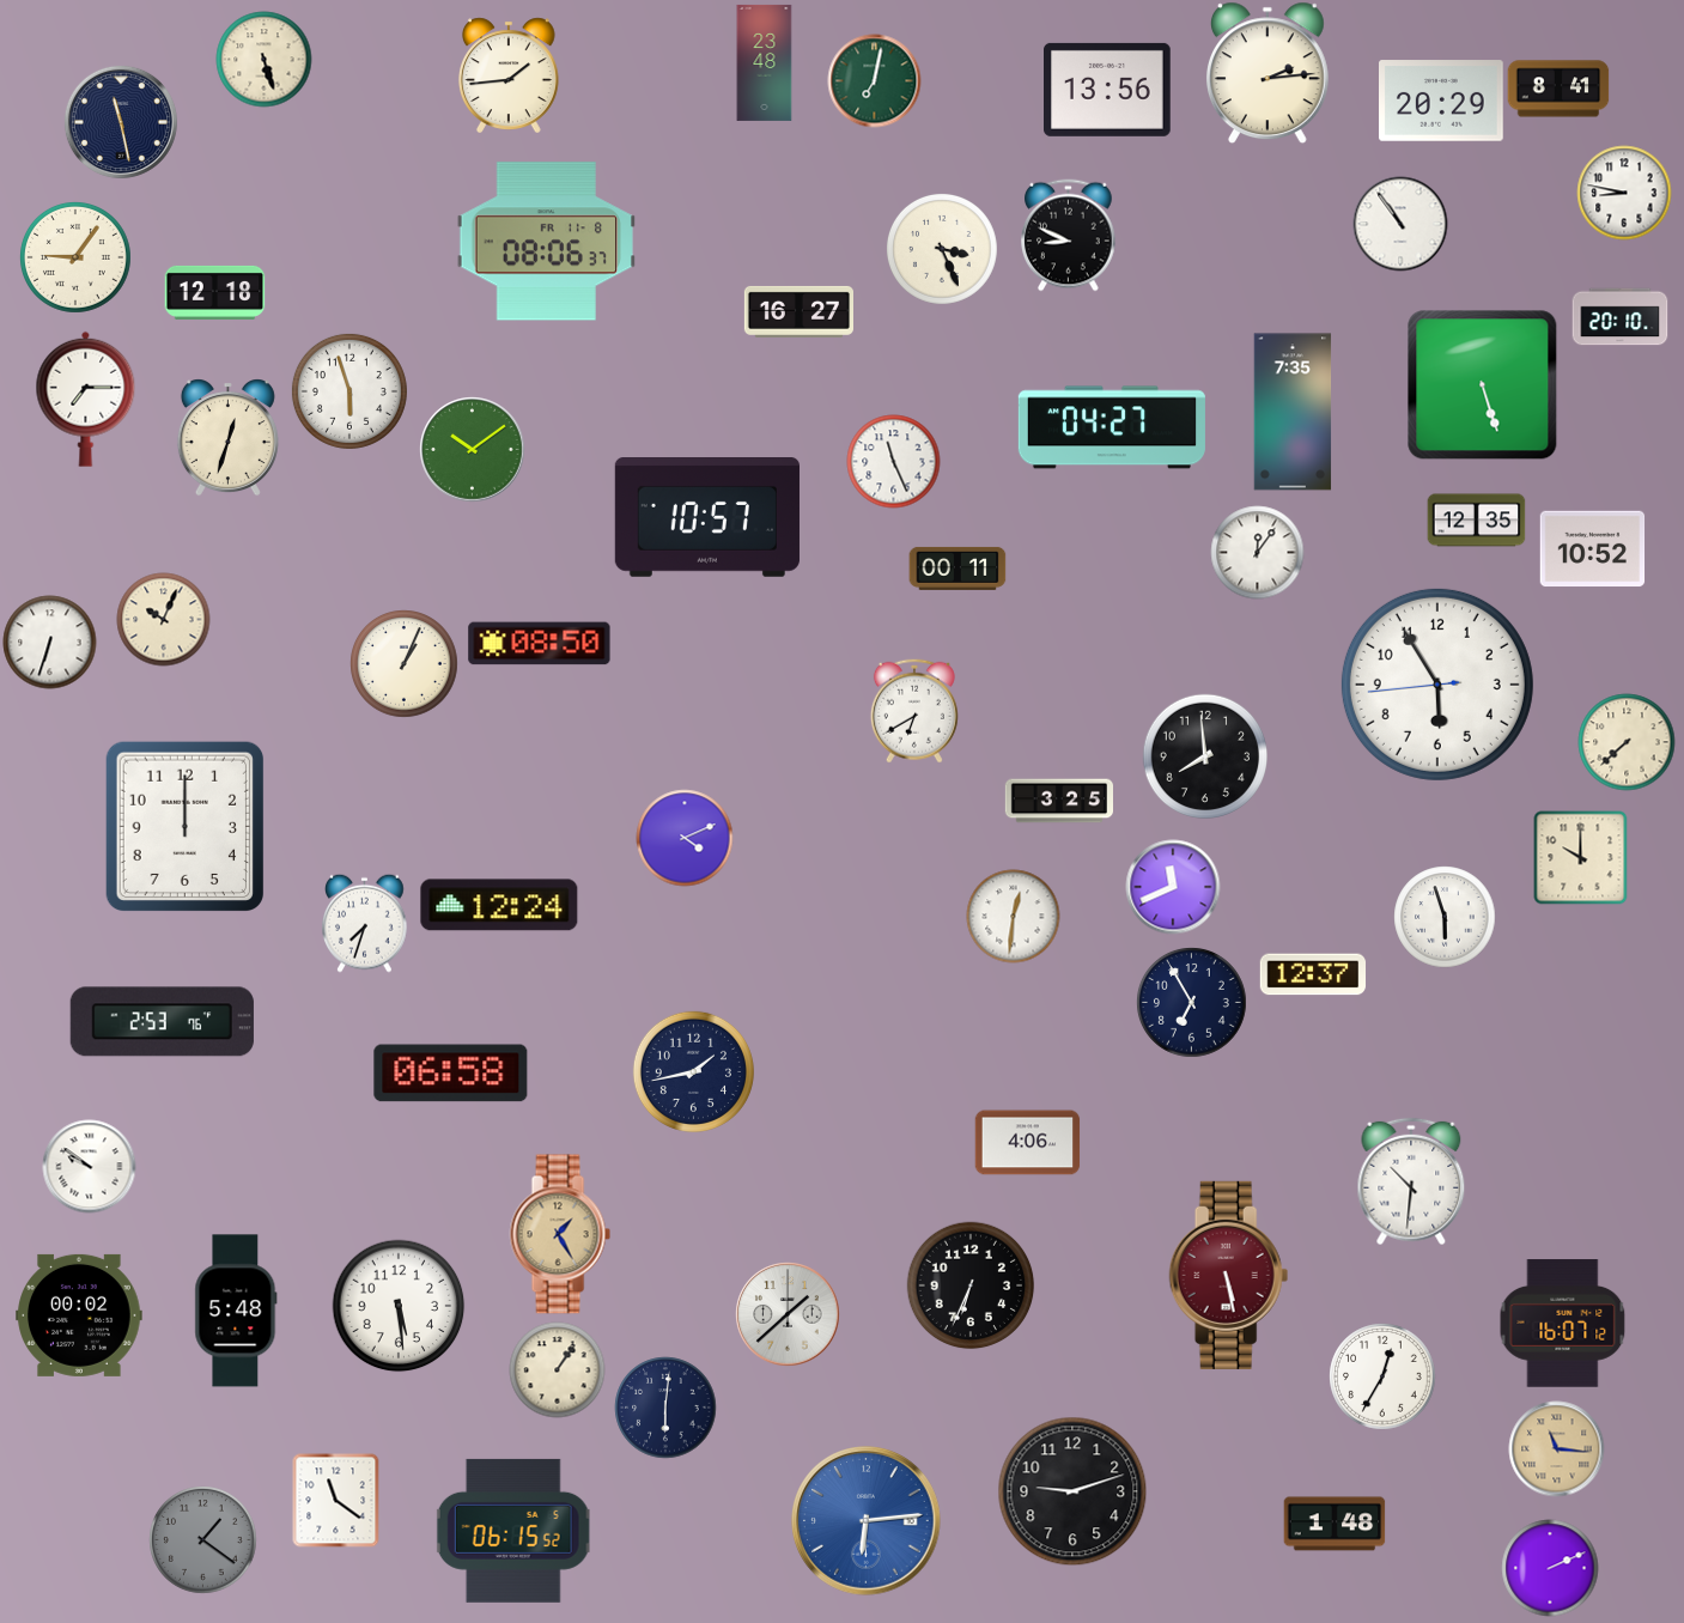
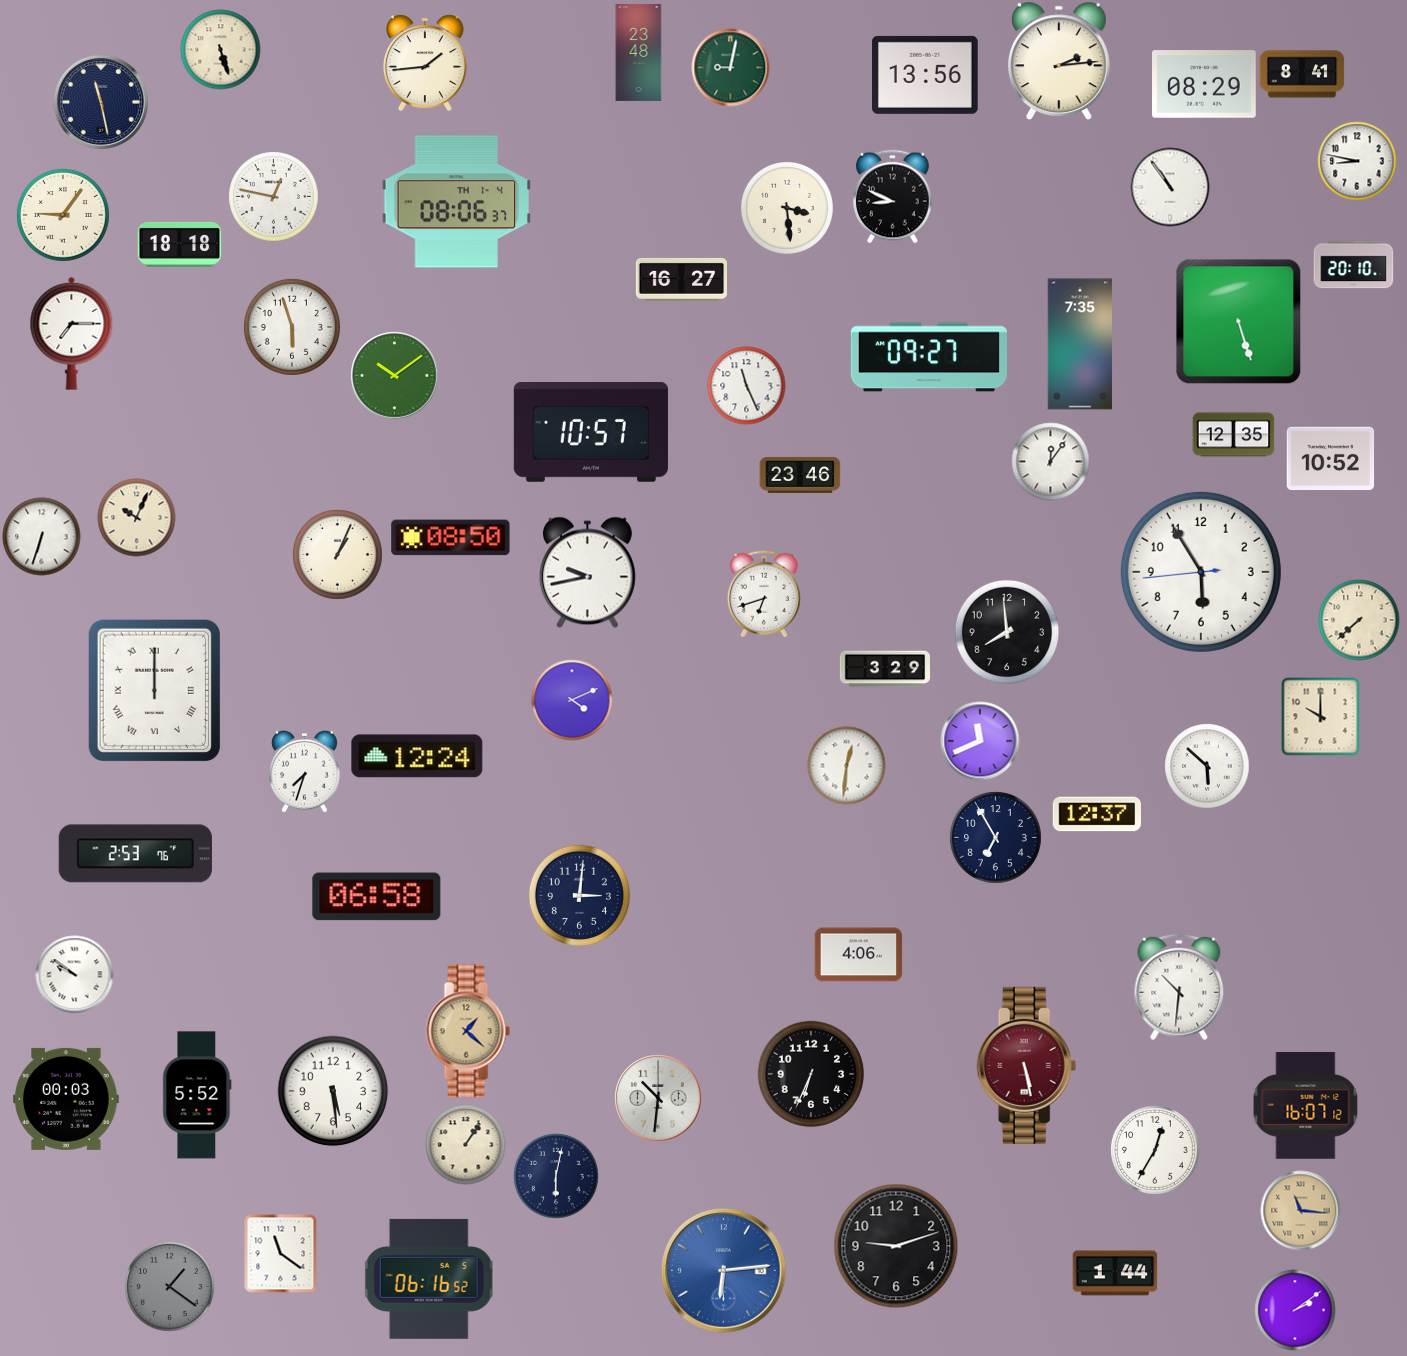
clock at (874, 80): 7:02 -> 9:02
clock at (1442, 101): 20:29 -> 08:29
clock at (273, 196): none -> 12:47
clock at (546, 242) date: FR 11-8 -> TH 1-4
clock at (942, 249): 3:26 -> 3:29
clock at (214, 292): 12:18 -> 18:18
clock at (798, 311) position: (798, 311) -> (681, 279)
clock at (1112, 427): 04:27 -> 09:27
clock at (227, 437): 12:33 -> none
clock at (957, 569): 00:11 -> 23:46
clock at (587, 572): none -> 9:43
clock at (914, 711): 6:40 -> 6:42
clock at (1058, 801): 3:25 -> 3:29
clock at (184, 826) numerals: Arabic -> Roman
clock at (1445, 917): 5:57 -> 5:52
clock at (693, 1071): 1:43 -> 3:01
clock at (560, 1234): 1:25 -> 1:22
clock at (236, 1311): 5:48 -> 5:52
clock at (788, 1314): 1:38 -> 10:31
clock at (79, 1315): 00:02 -> 00:03
clock at (665, 1408): 6:01 -> 6:02
clock at (1335, 1524): 1:48 -> 1:44
clock at (513, 1531): 06:15 -> 06:16
clock at (1550, 1568): 2:11 -> 2:09
